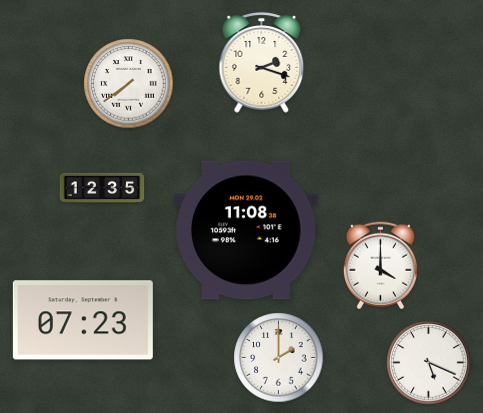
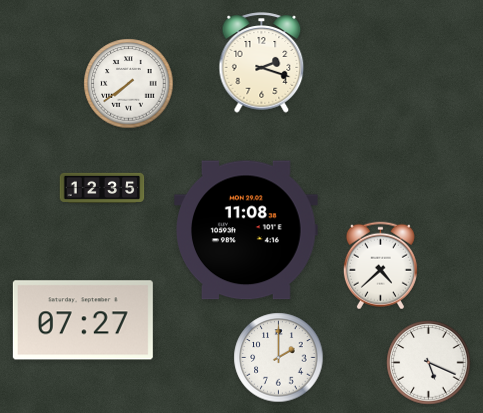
clock at (380, 266): 4:00 -> 4:38
clock at (83, 320): 07:23 -> 07:27
